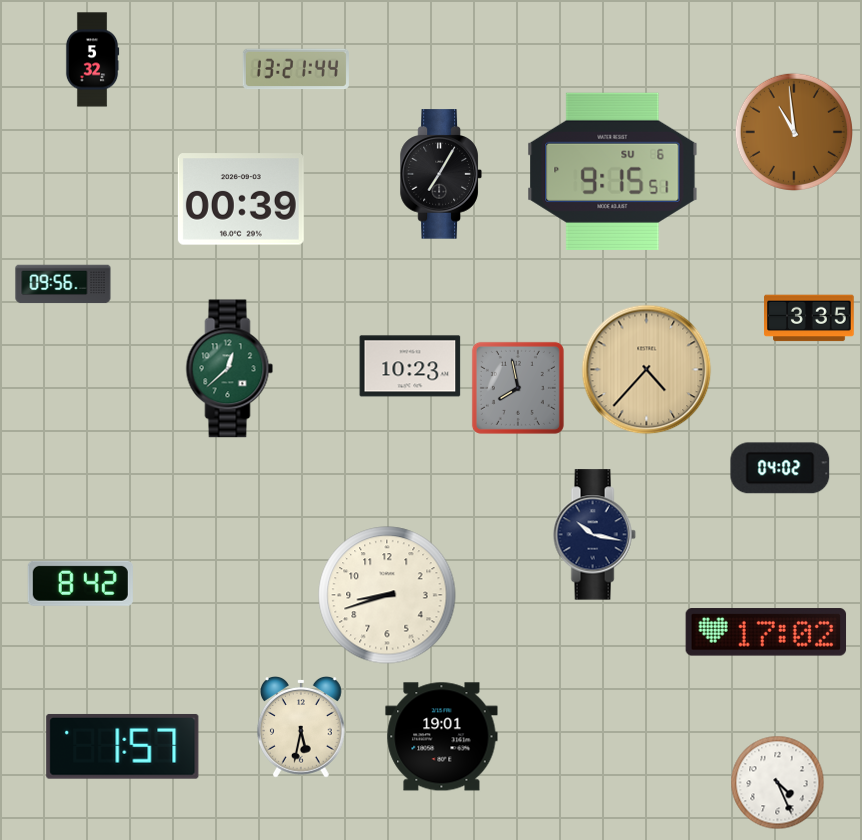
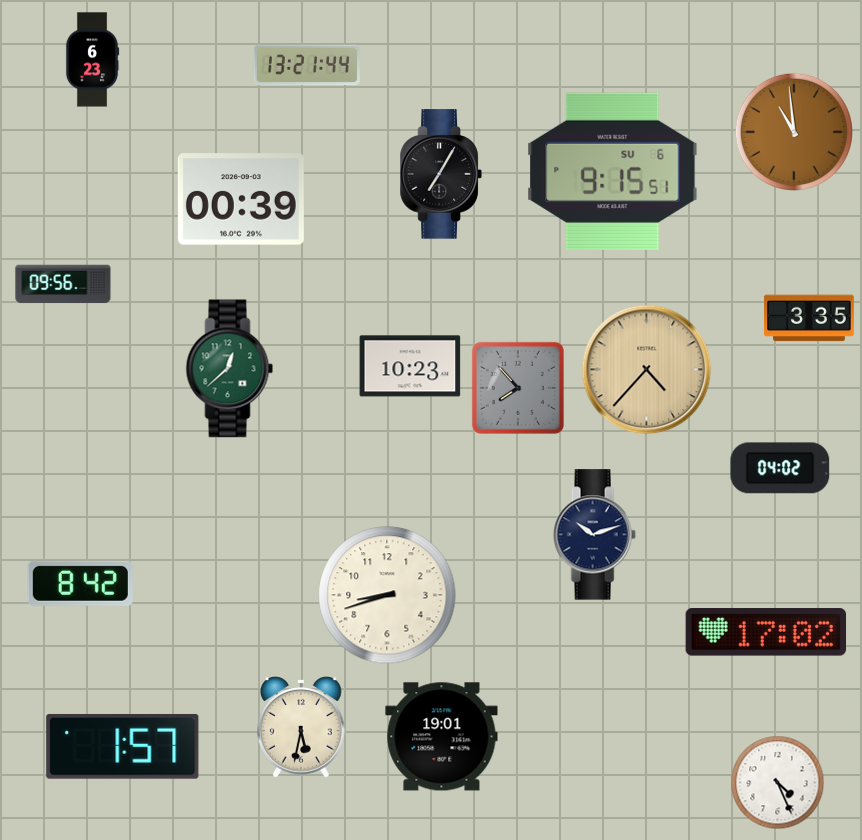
clock at (92, 60): 5:32 -> 6:23
clock at (296, 69) position: (296, 69) -> (307, 65)
clock at (518, 388): 7:58 -> 7:53
clock at (594, 535): 10:17 -> 10:12
